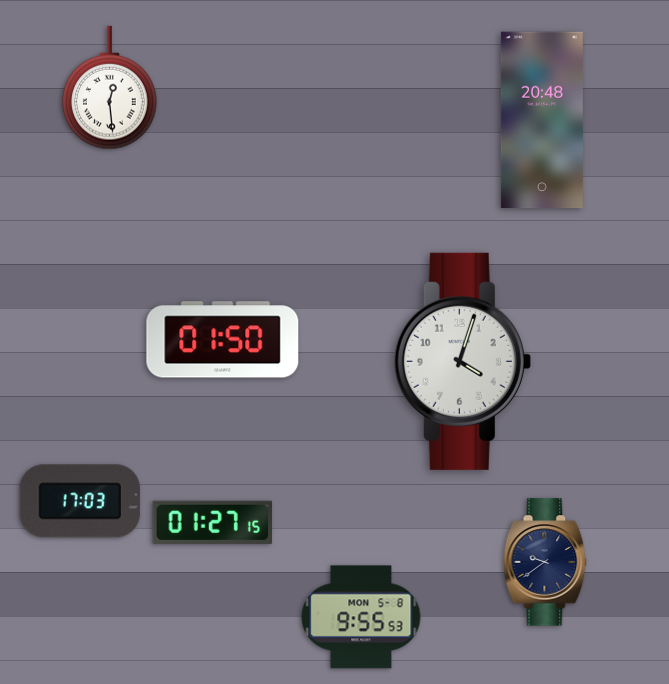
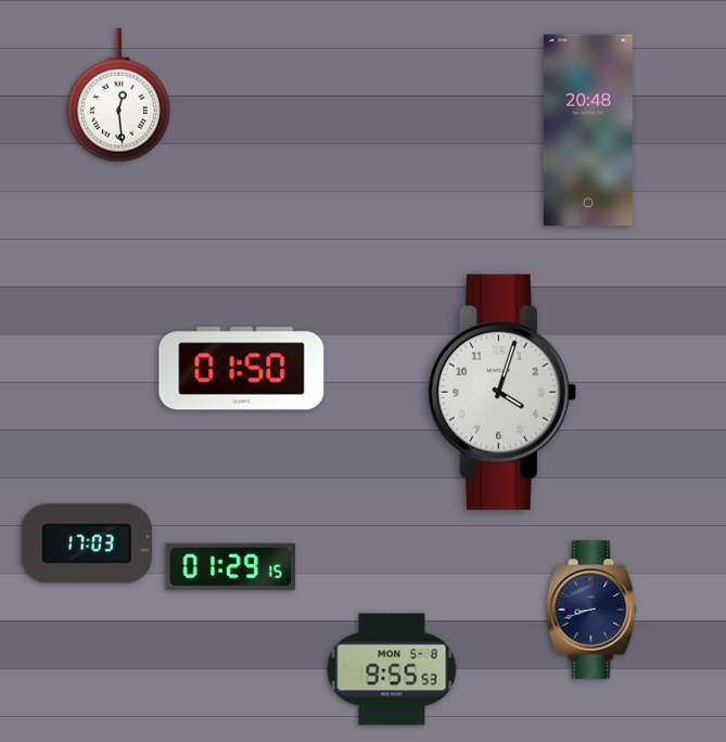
clock at (212, 522): 01:27 -> 01:29
clock at (545, 562): 9:39 -> 8:42
